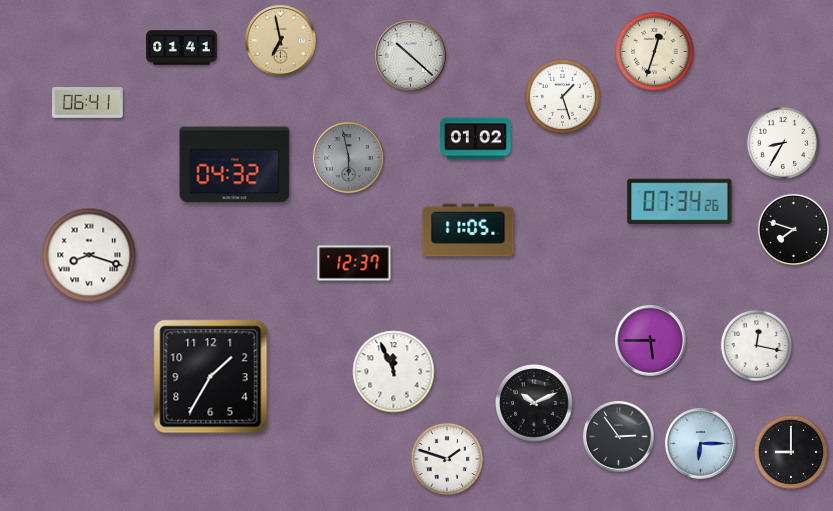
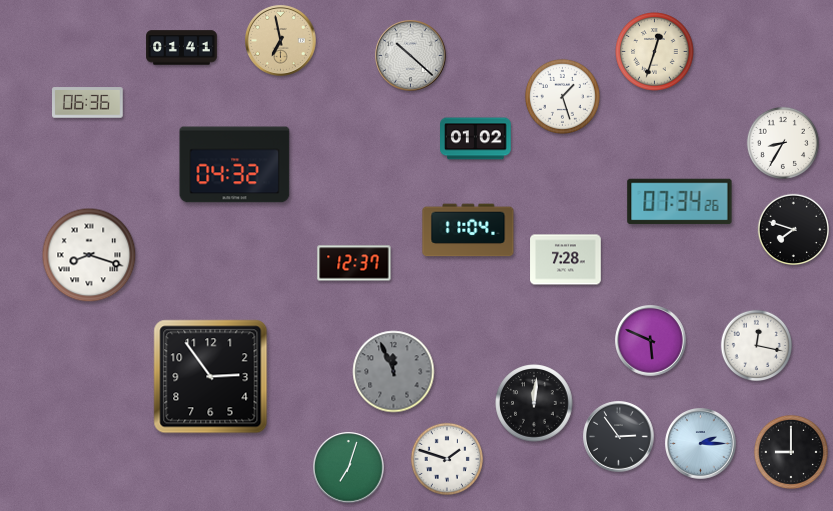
clock at (88, 103): 06:41 -> 06:36
clock at (349, 158): 5:58 -> none
clock at (468, 230): 11:05 -> 11:04
clock at (566, 260): none -> 7:28
clock at (651, 341): 5:45 -> 5:49
clock at (394, 372) dial: white -> grey
clock at (211, 377): 1:35 -> 2:54
clock at (534, 403): 10:11 -> 12:01
clock at (701, 444): 6:15 -> 2:15
clock at (349, 468): none -> 7:03
